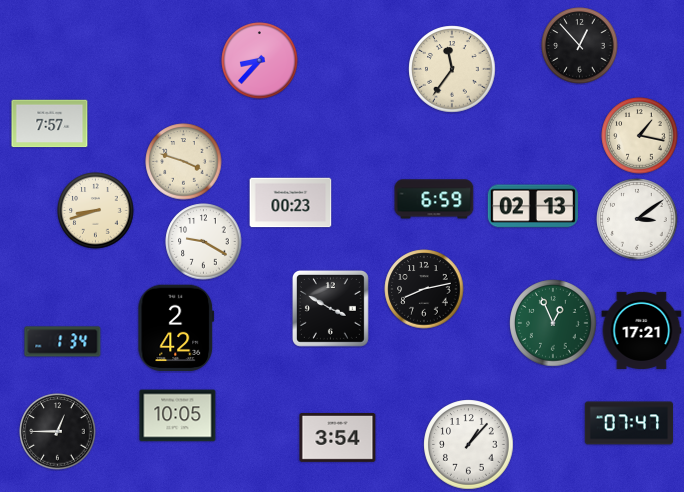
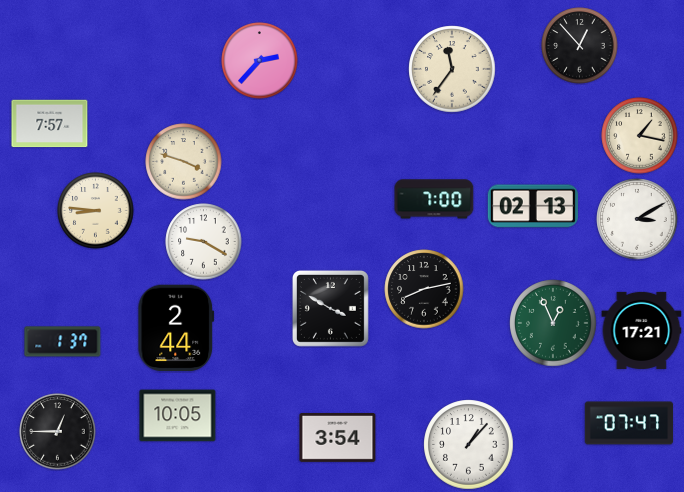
clock at (260, 61): 8:37 -> 2:37
clock at (434, 199): 6:59 -> 7:00
clock at (291, 203): 00:23 -> none
clock at (96, 211): 8:42 -> 8:46
clock at (637, 219): 3:09 -> 3:10
clock at (176, 328): 2:42 -> 2:44
clock at (63, 342): 1:34 -> 1:37
